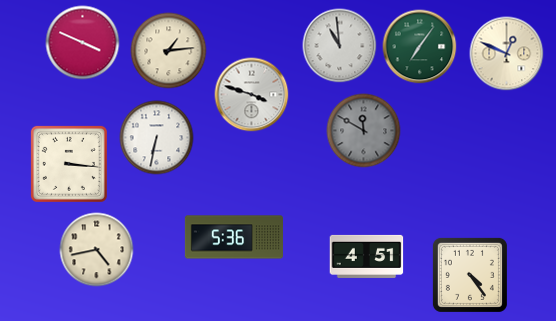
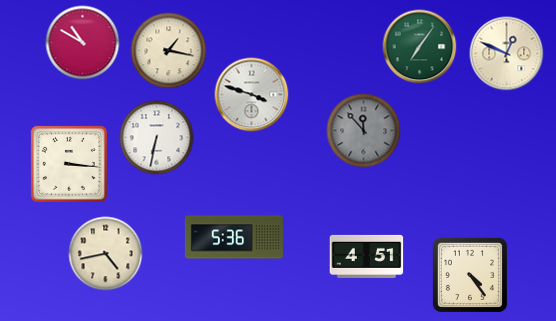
clock at (83, 43): 3:49 -> 10:50
clock at (340, 46): 10:59 -> none
clock at (169, 51): 1:14 -> 1:17
clock at (364, 131): 11:50 -> 11:53
clock at (97, 250) position: (97, 250) -> (106, 254)
